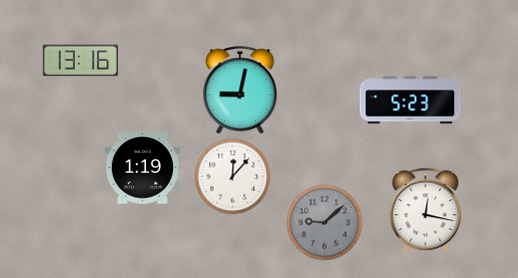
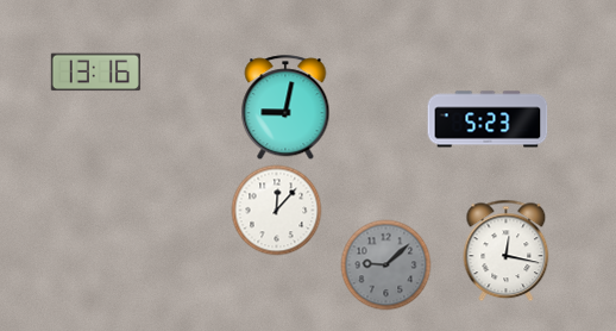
clock at (142, 168): 1:19 -> none
